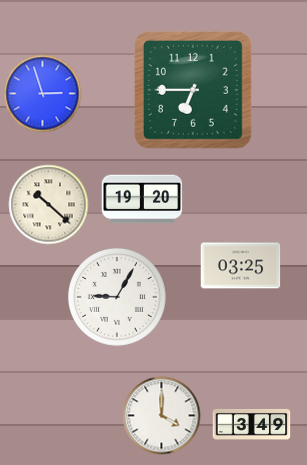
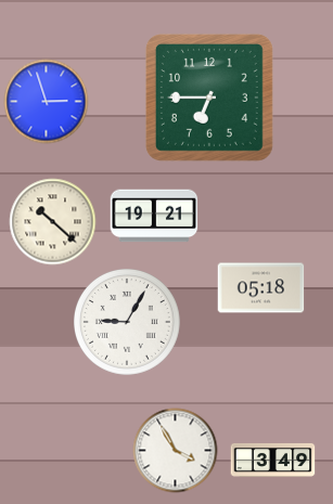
clock at (142, 199): 19:20 -> 19:21
clock at (240, 266): 03:25 -> 05:18
clock at (161, 415): 4:00 -> 3:55
